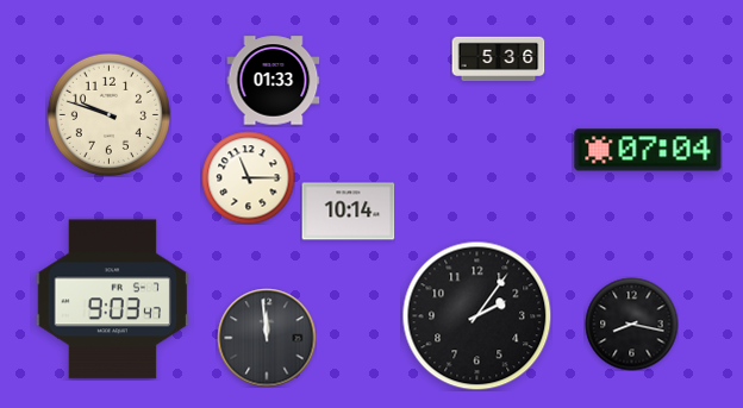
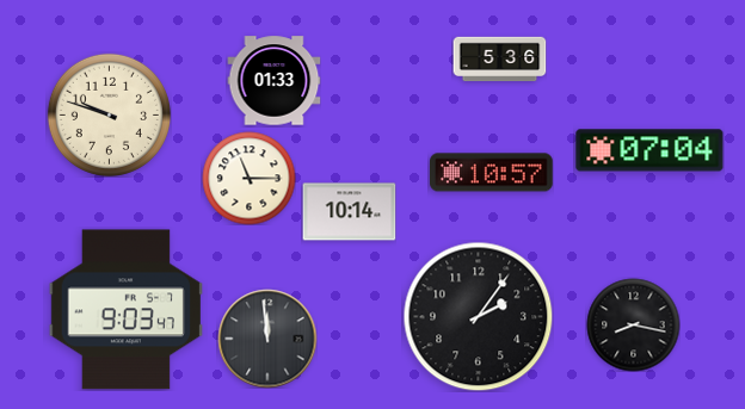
clock at (492, 173): none -> 10:57
clock at (112, 300) position: (112, 300) -> (125, 310)
